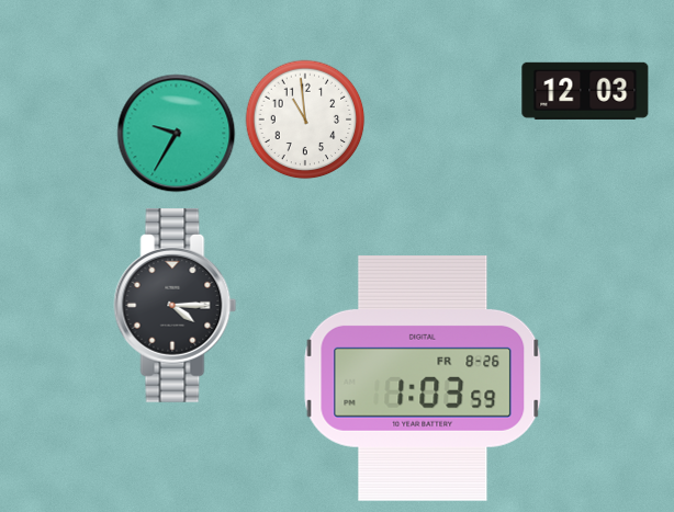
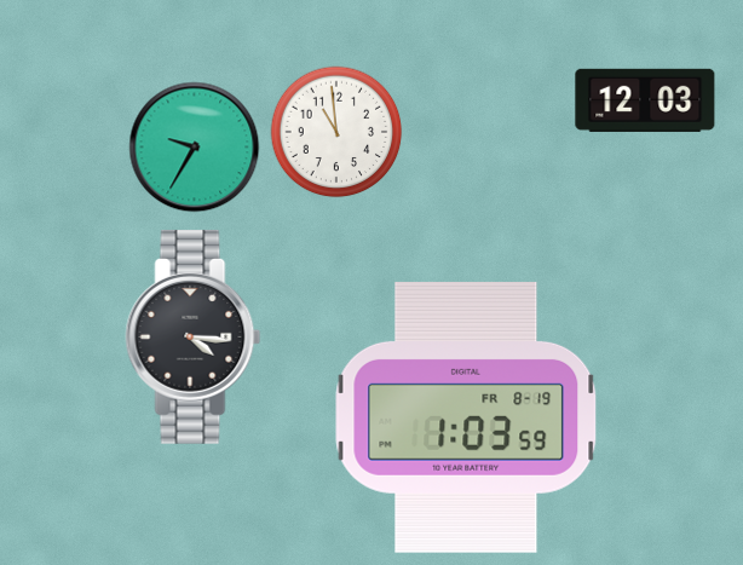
clock at (176, 305): 4:15 -> 4:16
clock at (423, 378) date: FR 8-26 -> FR 8-19
